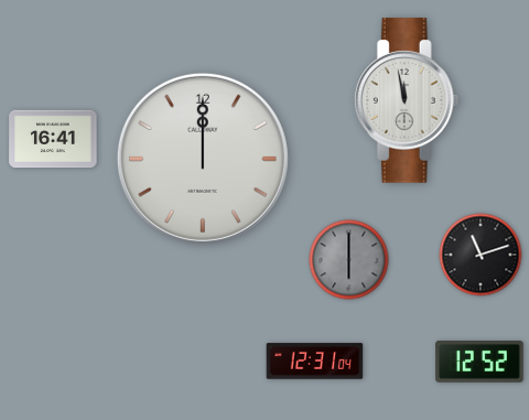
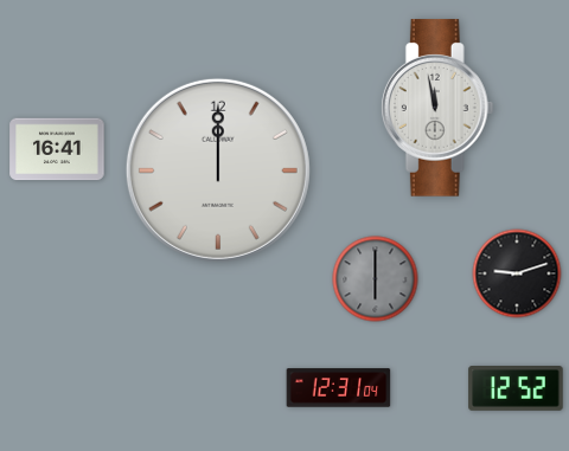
clock at (481, 255): 11:12 -> 9:12
